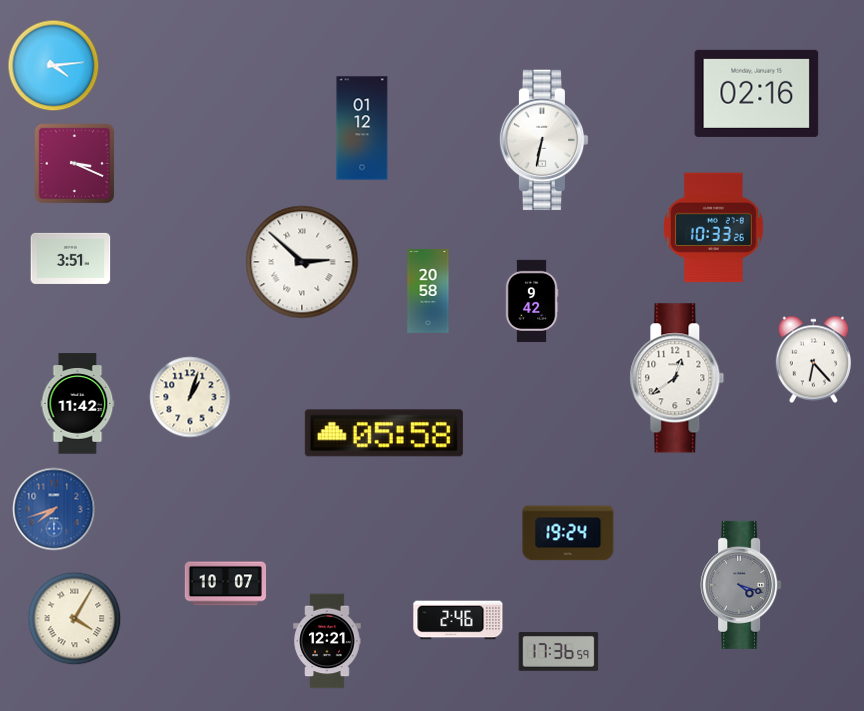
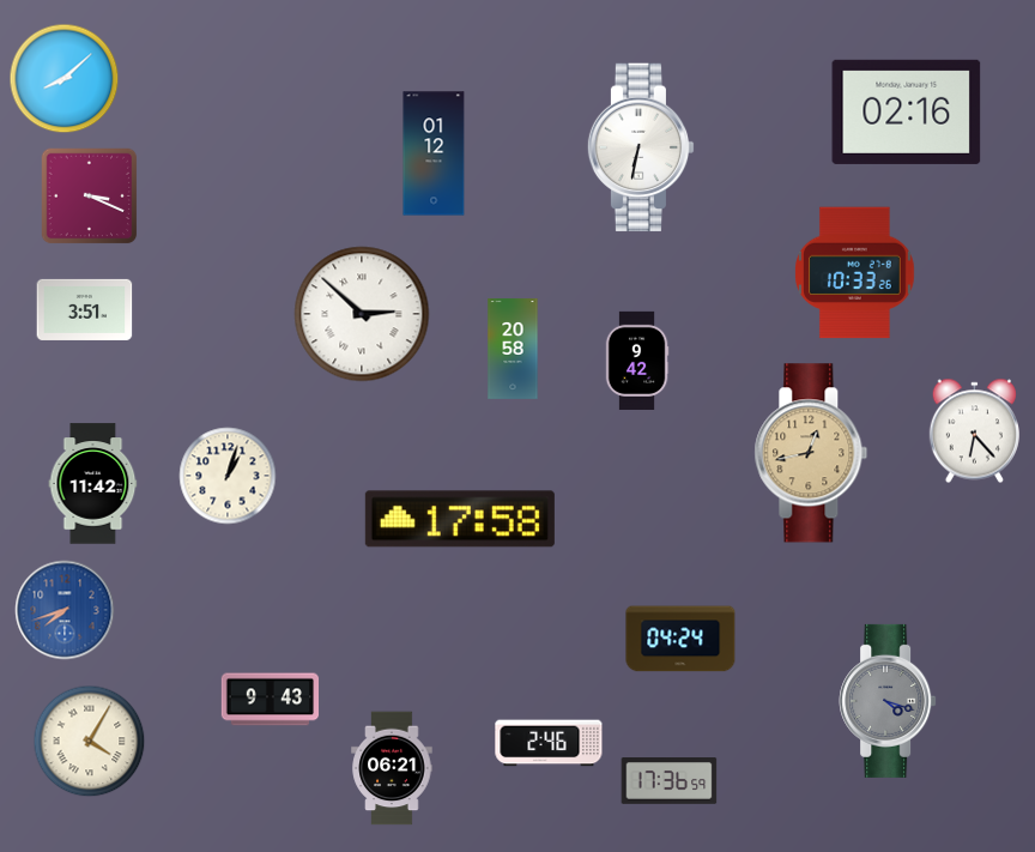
clock at (54, 66): 4:14 -> 8:08
clock at (544, 140) position: (544, 140) -> (641, 147)
clock at (677, 378): 12:39 -> 12:43
clock at (677, 378) dial: white -> champagne
clock at (384, 433): 05:58 -> 17:58
clock at (568, 533): 19:24 -> 04:24
clock at (226, 584): 10:07 -> 9:43
clock at (327, 641): 12:21 -> 06:21
